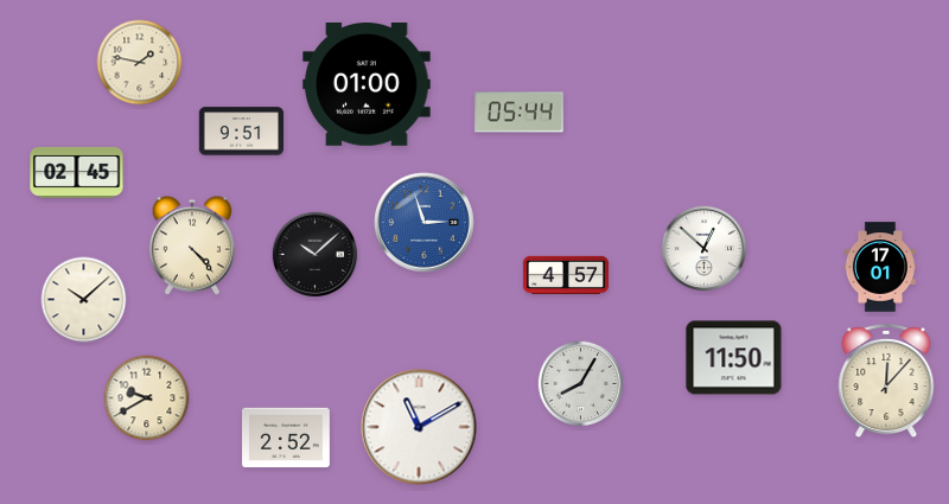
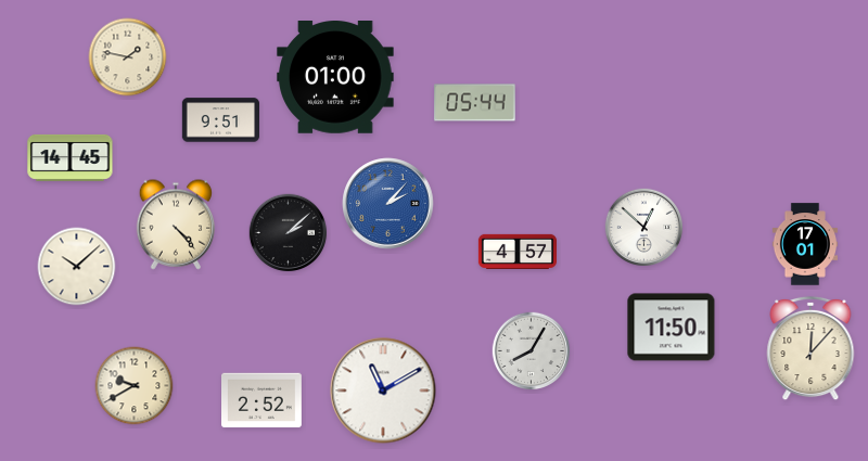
clock at (77, 172): 02:45 -> 14:45
clock at (425, 223): 2:57 -> 2:07
clock at (316, 255): 10:08 -> 2:08
clock at (84, 300) position: (84, 300) -> (77, 267)
clock at (147, 398) position: (147, 398) -> (135, 386)
